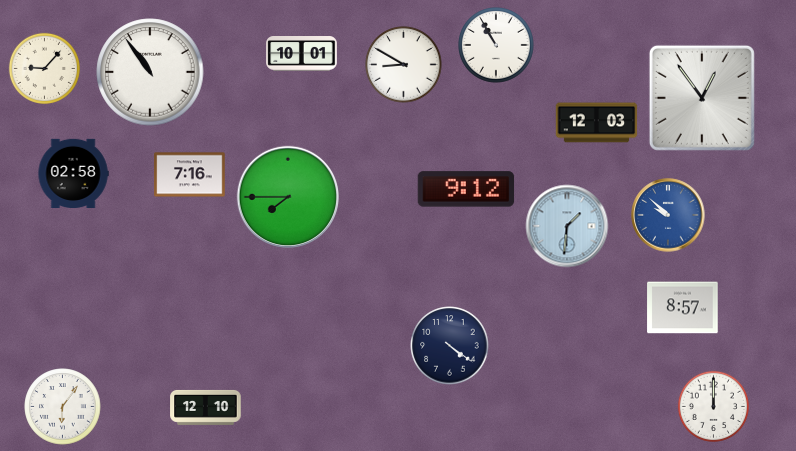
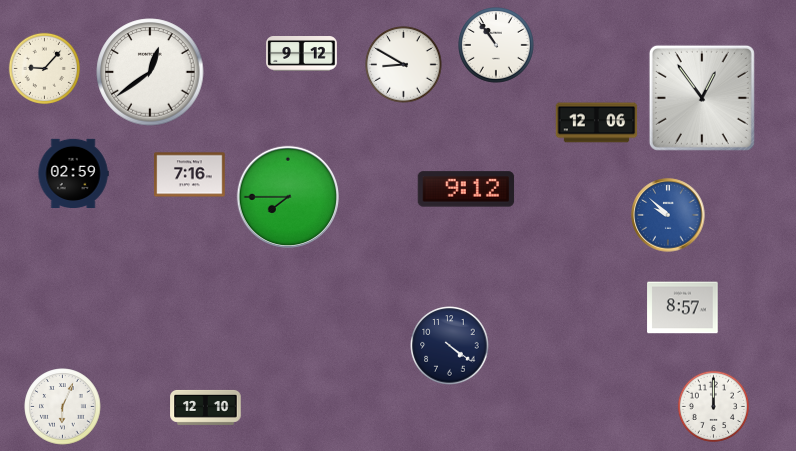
clock at (496, 45): 10:55 -> 10:54
clock at (302, 54): 10:01 -> 9:12
clock at (150, 72): 10:54 -> 12:39
clock at (597, 123): 12:03 -> 12:06
clock at (73, 173): 02:58 -> 02:59
clock at (567, 226): 1:31 -> none
clock at (63, 407): 6:06 -> 6:04
